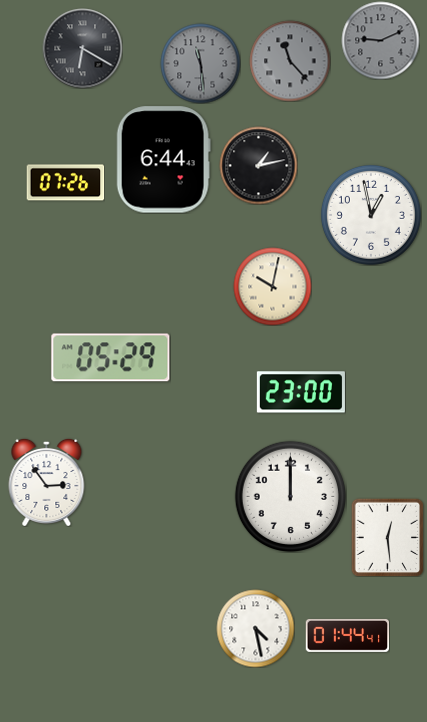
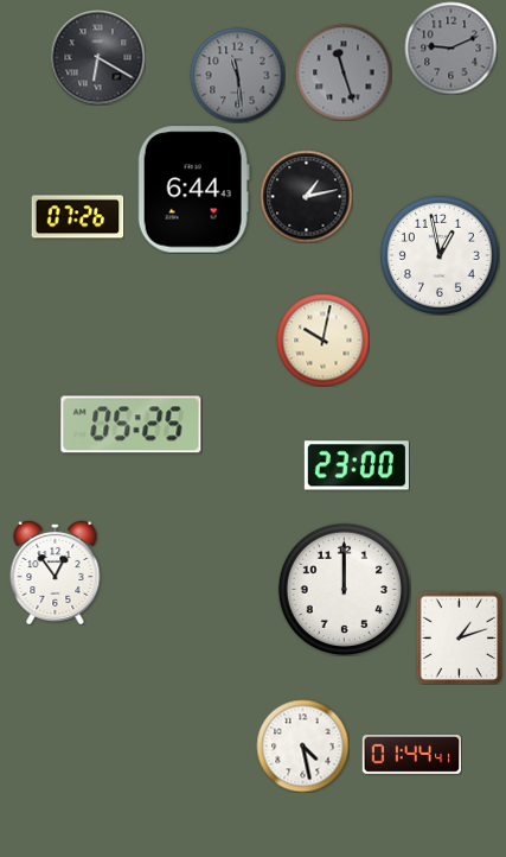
clock at (290, 61): 11:23 -> 11:27
clock at (111, 358): 05:29 -> 05:25
clock at (47, 482): 2:54 -> 12:54
clock at (388, 537): 12:29 -> 1:12
